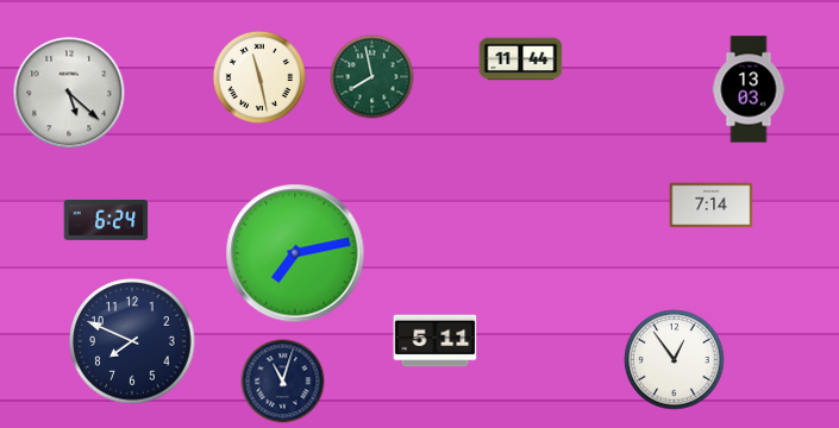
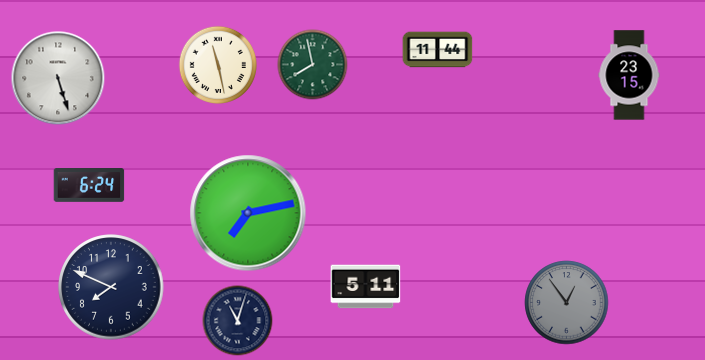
clock at (749, 89): 13:03 -> 23:15
clock at (69, 93): 5:22 -> 5:27
clock at (712, 206): 7:14 -> none
clock at (675, 360) dial: white -> grey
